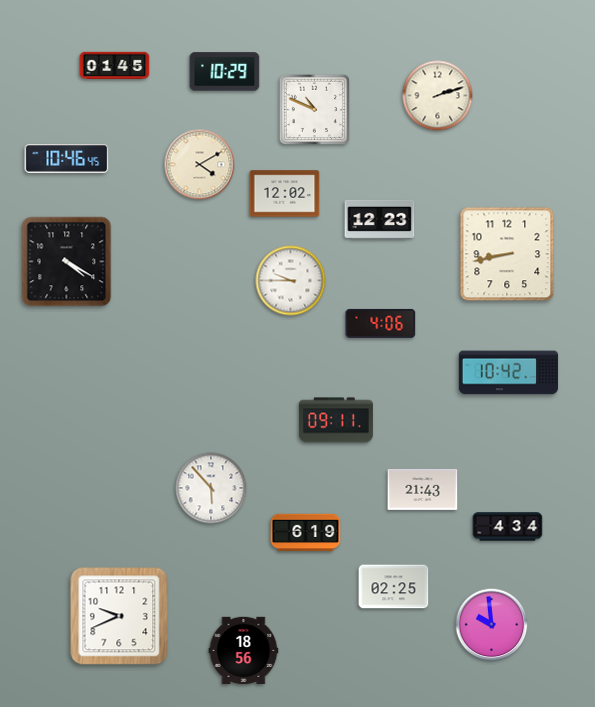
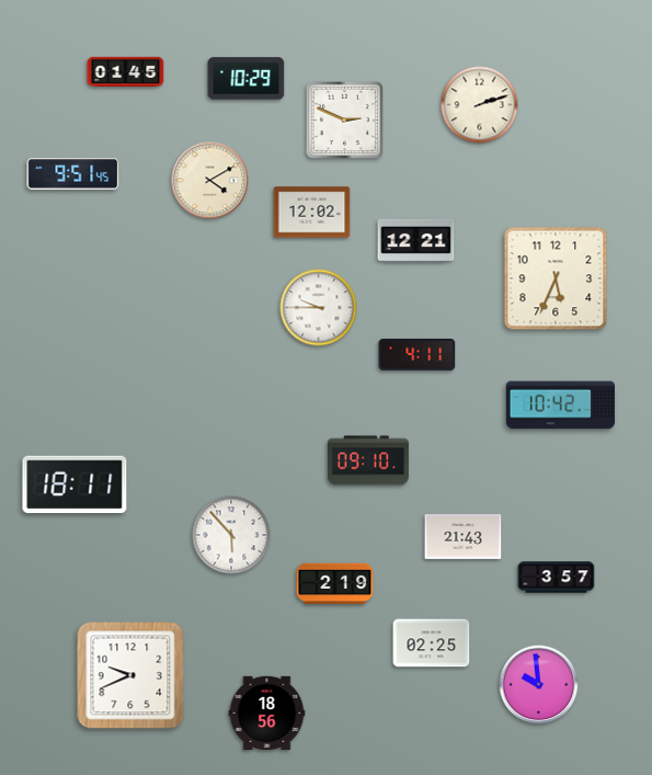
clock at (315, 110): 10:49 -> 2:49
clock at (67, 159): 10:46 -> 9:51
clock at (200, 165) position: (200, 165) -> (210, 181)
clock at (380, 219): 12:23 -> 12:21
clock at (507, 254): 8:43 -> 5:34
clock at (67, 262): 4:20 -> none
clock at (381, 323): 4:06 -> 4:11
clock at (509, 373) position: (509, 373) -> (561, 406)
clock at (336, 420): 09:11 -> 09:10
clock at (75, 485): none -> 18:11
clock at (508, 527): 4:34 -> 3:57
clock at (306, 533): 6:19 -> 2:19
